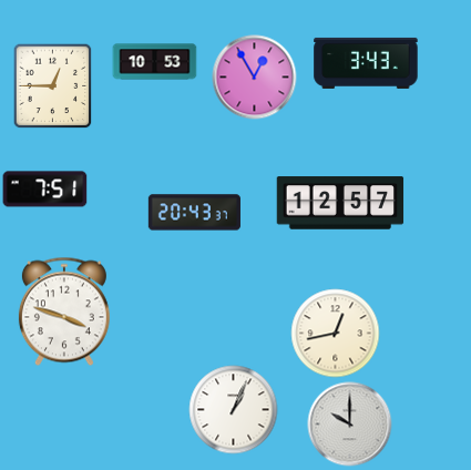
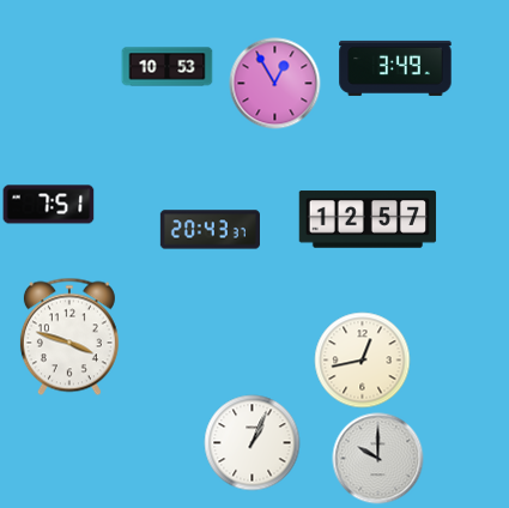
clock at (366, 63): 3:43 -> 3:49
clock at (53, 85): 12:45 -> none
